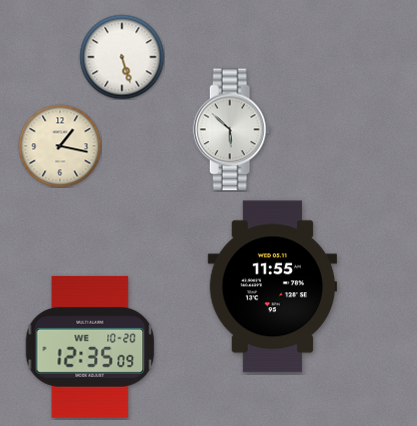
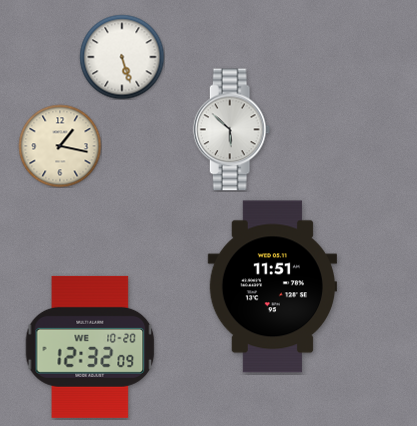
clock at (272, 287): 11:55 -> 11:51
clock at (90, 347): 12:35 -> 12:32
